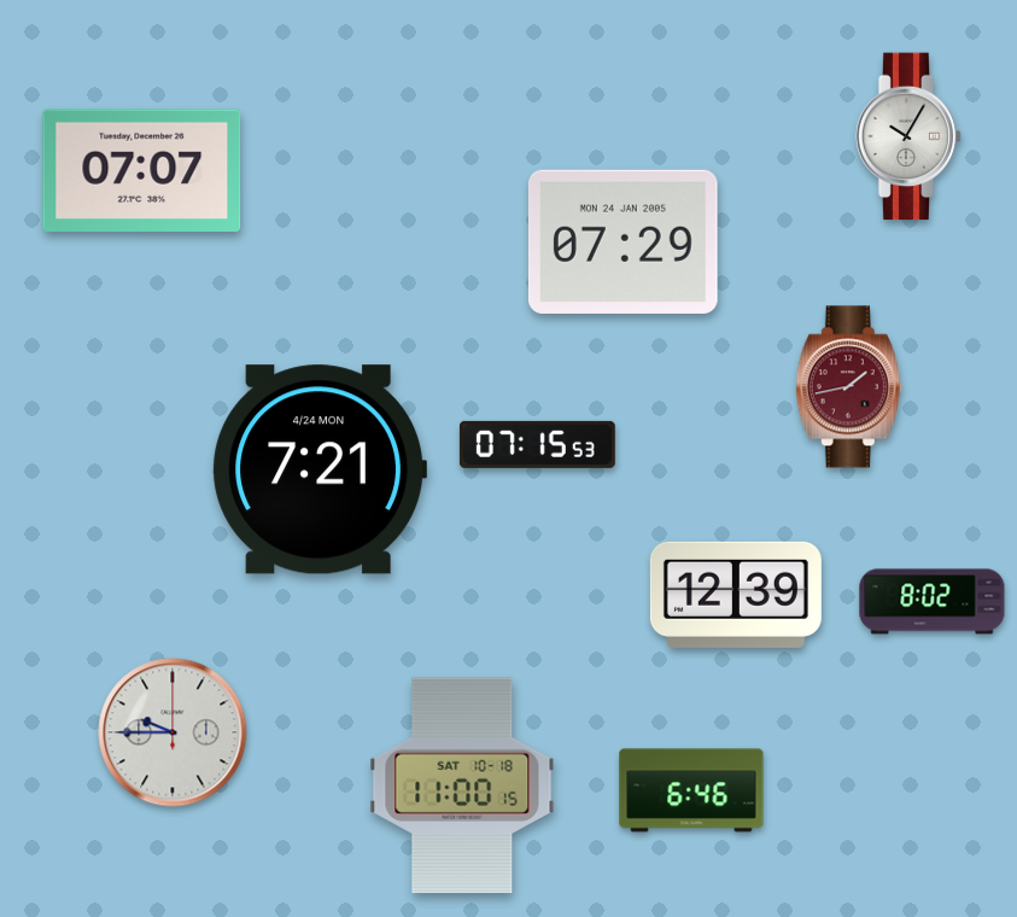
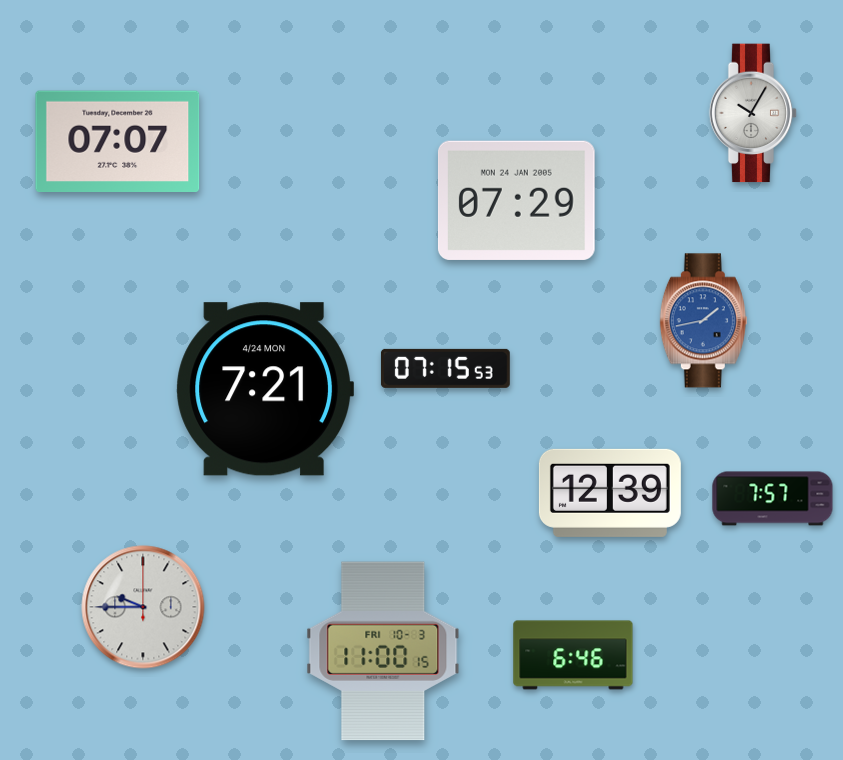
clock at (848, 387) dial: burgundy -> blue
clock at (933, 602): 8:02 -> 7:57
clock at (462, 785) date: SAT 10-18 -> FRI 10-3
